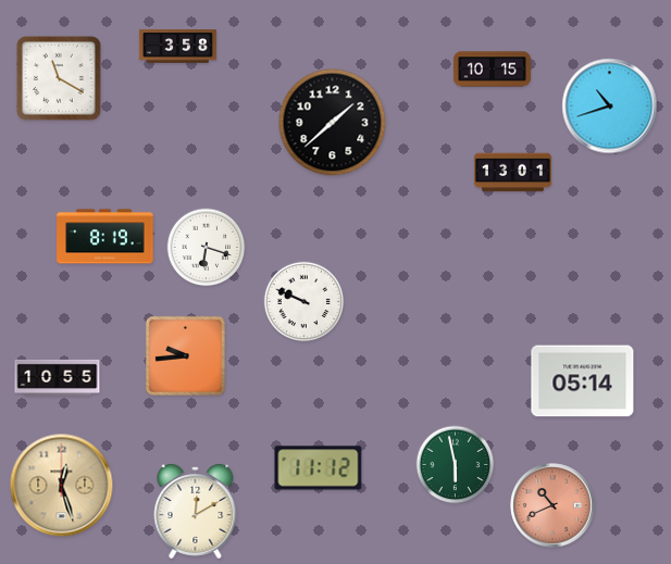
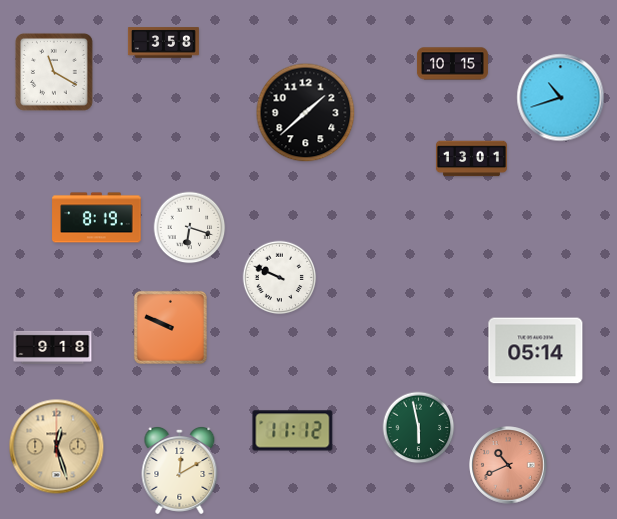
clock at (185, 355): 9:44 -> 9:49
clock at (58, 377): 10:55 -> 9:18
